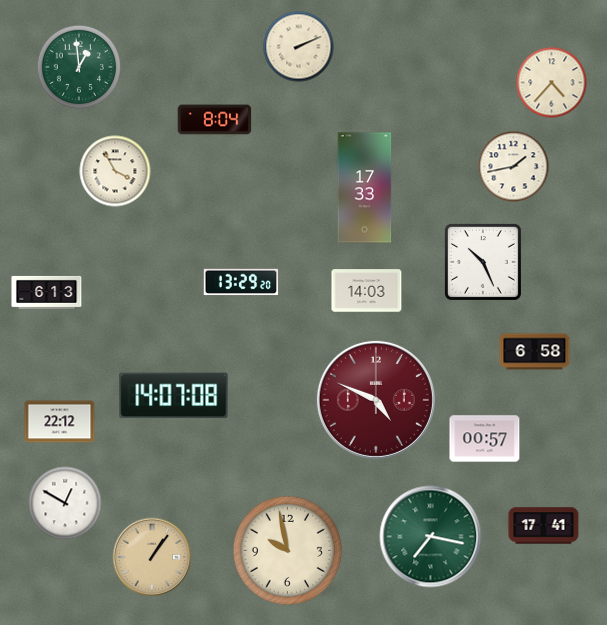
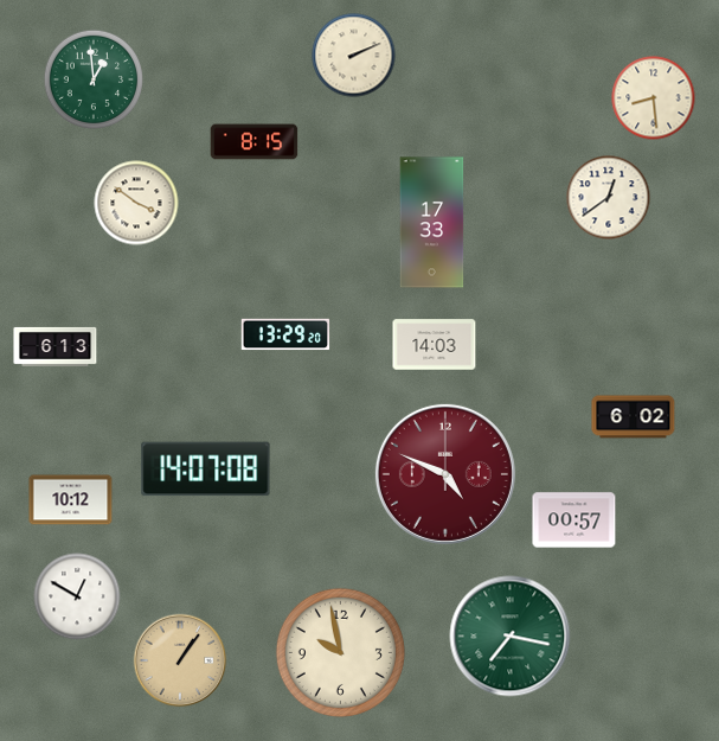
clock at (552, 83): 4:37 -> 8:29
clock at (215, 120): 8:04 -> 8:15
clock at (514, 167): 1:43 -> 12:39
clock at (115, 171): 3:55 -> 3:51
clock at (483, 262): 10:26 -> none
clock at (535, 352): 6:58 -> 6:02
clock at (60, 422): 22:12 -> 10:12
clock at (544, 526): 17:41 -> none
